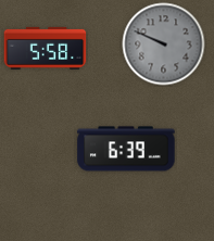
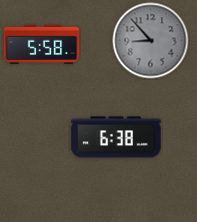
clock at (164, 45): 9:49 -> 8:53
clock at (126, 149): 6:39 -> 6:38
